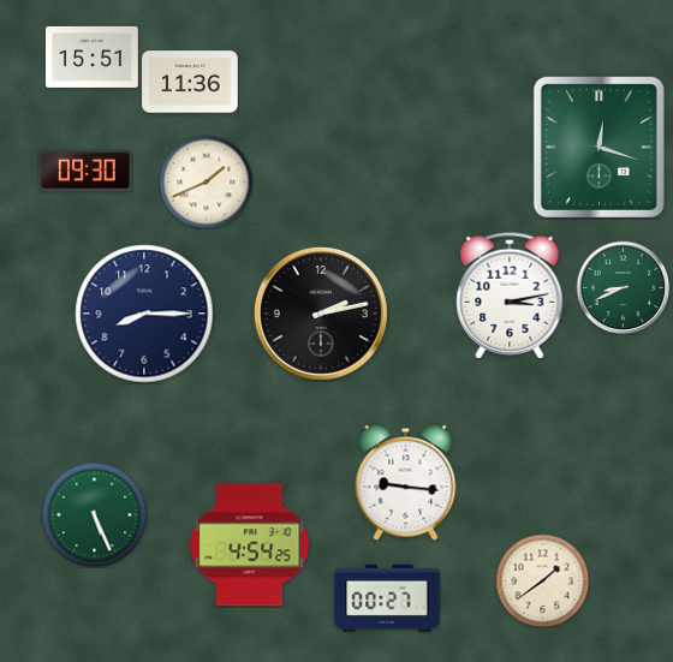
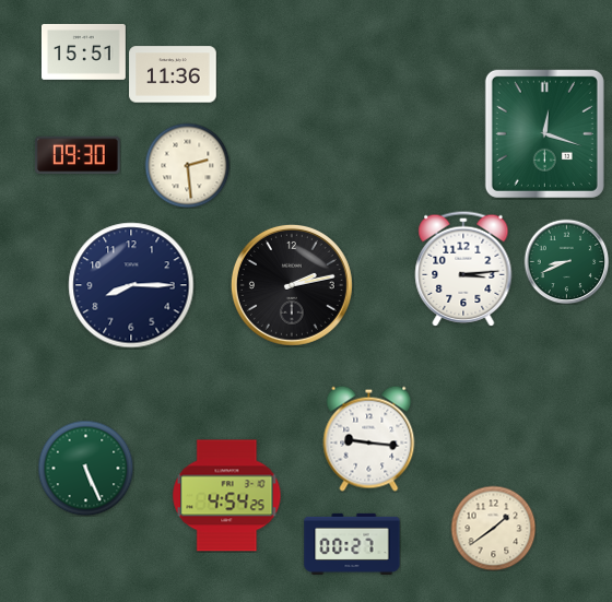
clock at (206, 181): 1:41 -> 2:29
clock at (510, 296): 3:13 -> 3:14
